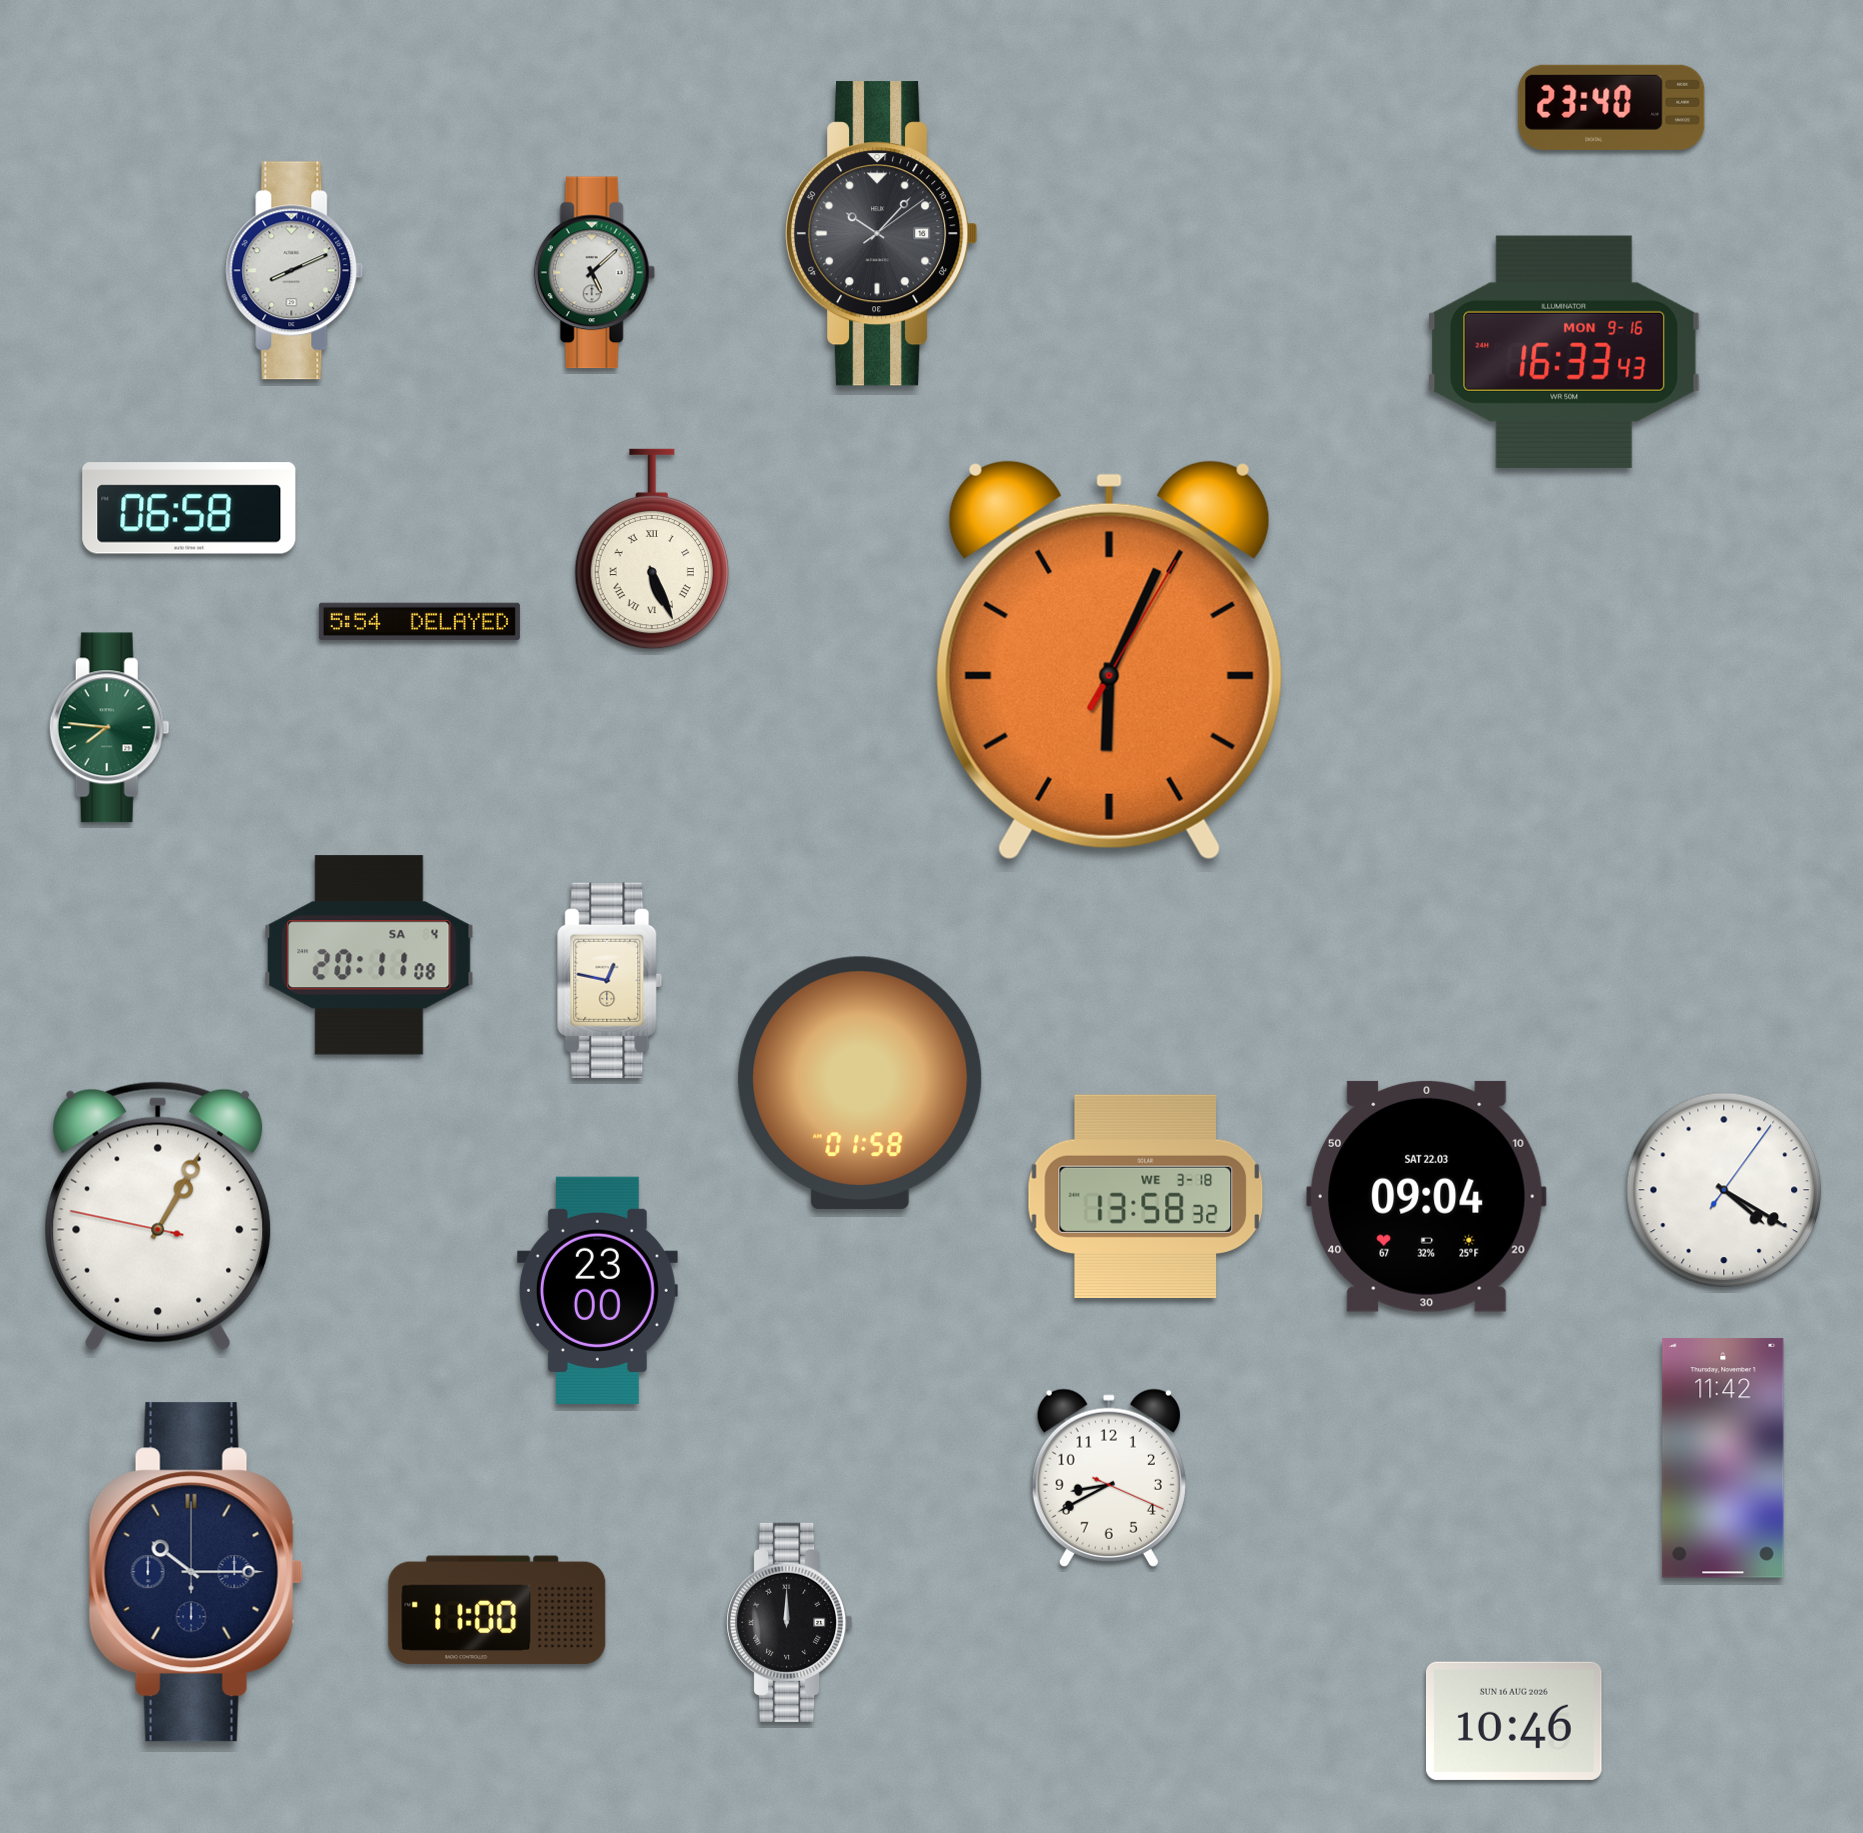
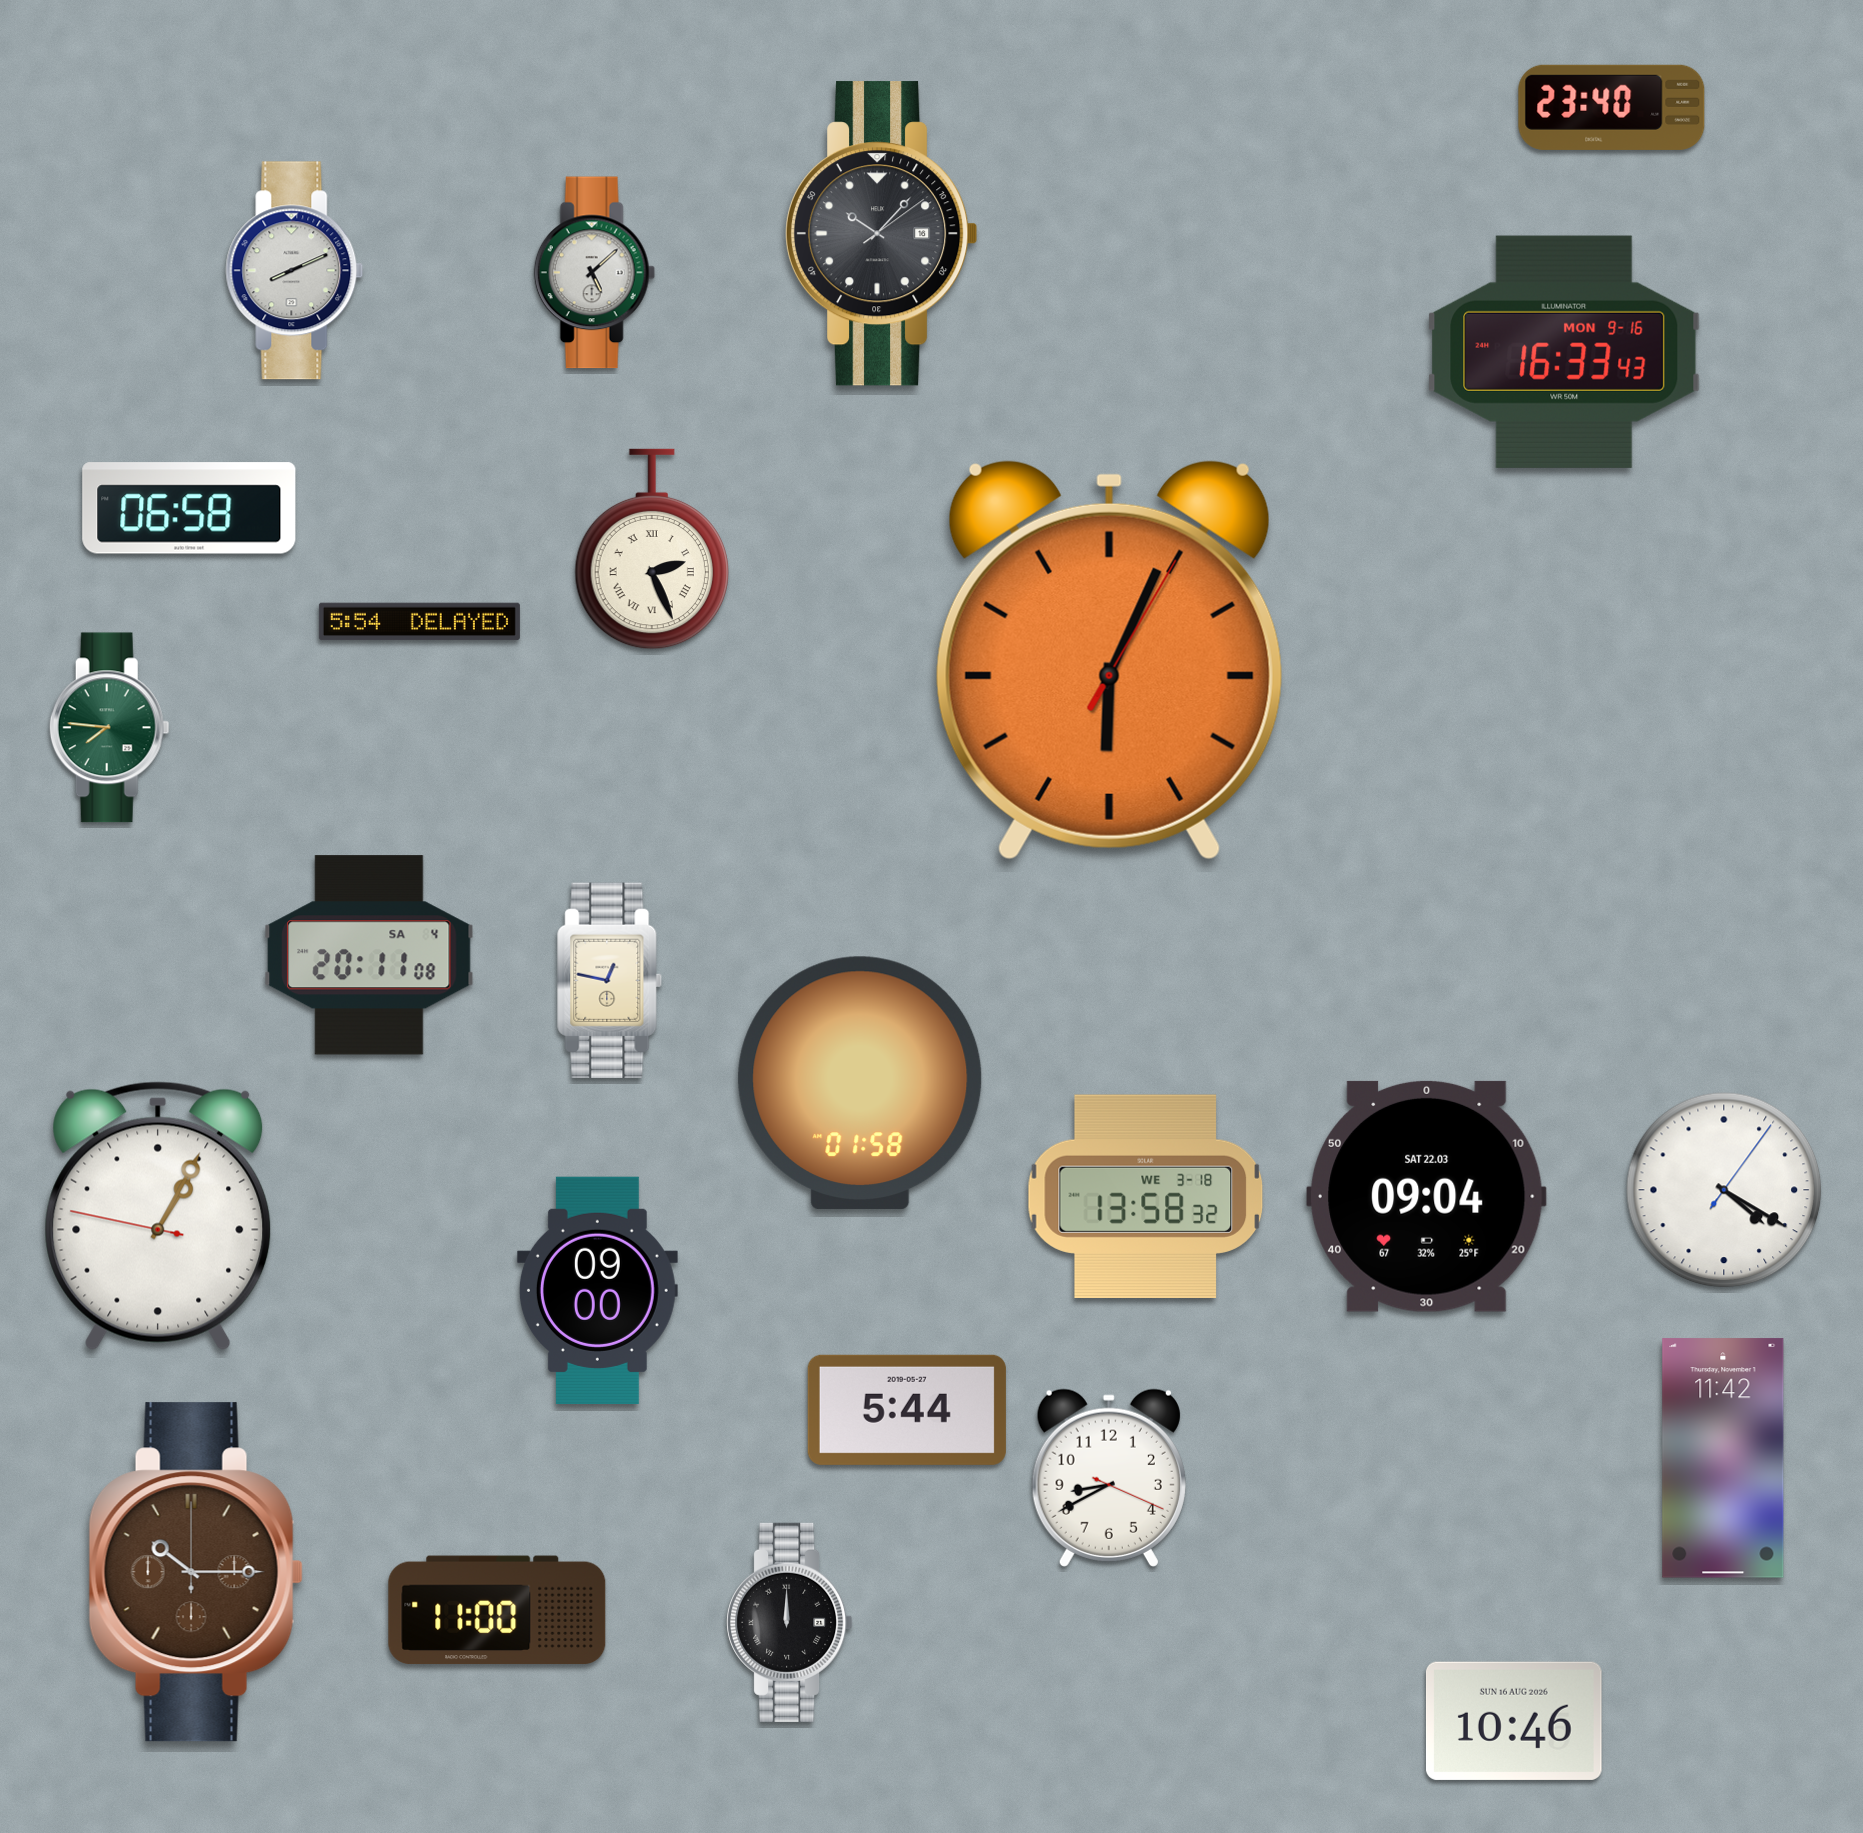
clock at (652, 549): 5:26 -> 2:26
clock at (597, 1290): 23:00 -> 09:00
clock at (907, 1410): none -> 5:44
clock at (196, 1572) dial: navy -> brown
